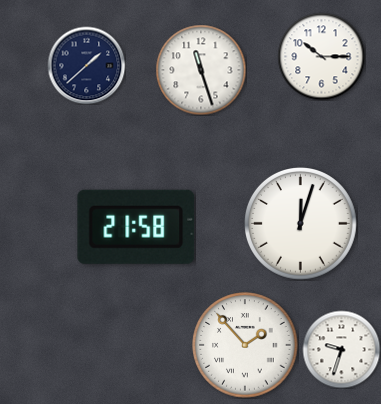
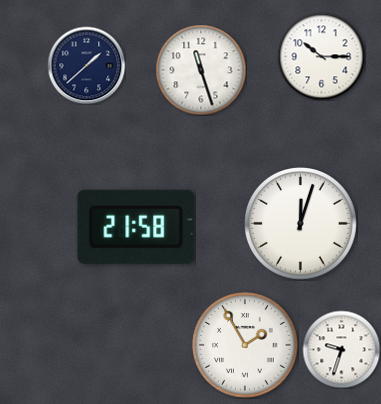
clock at (245, 345): 1:53 -> 1:55
